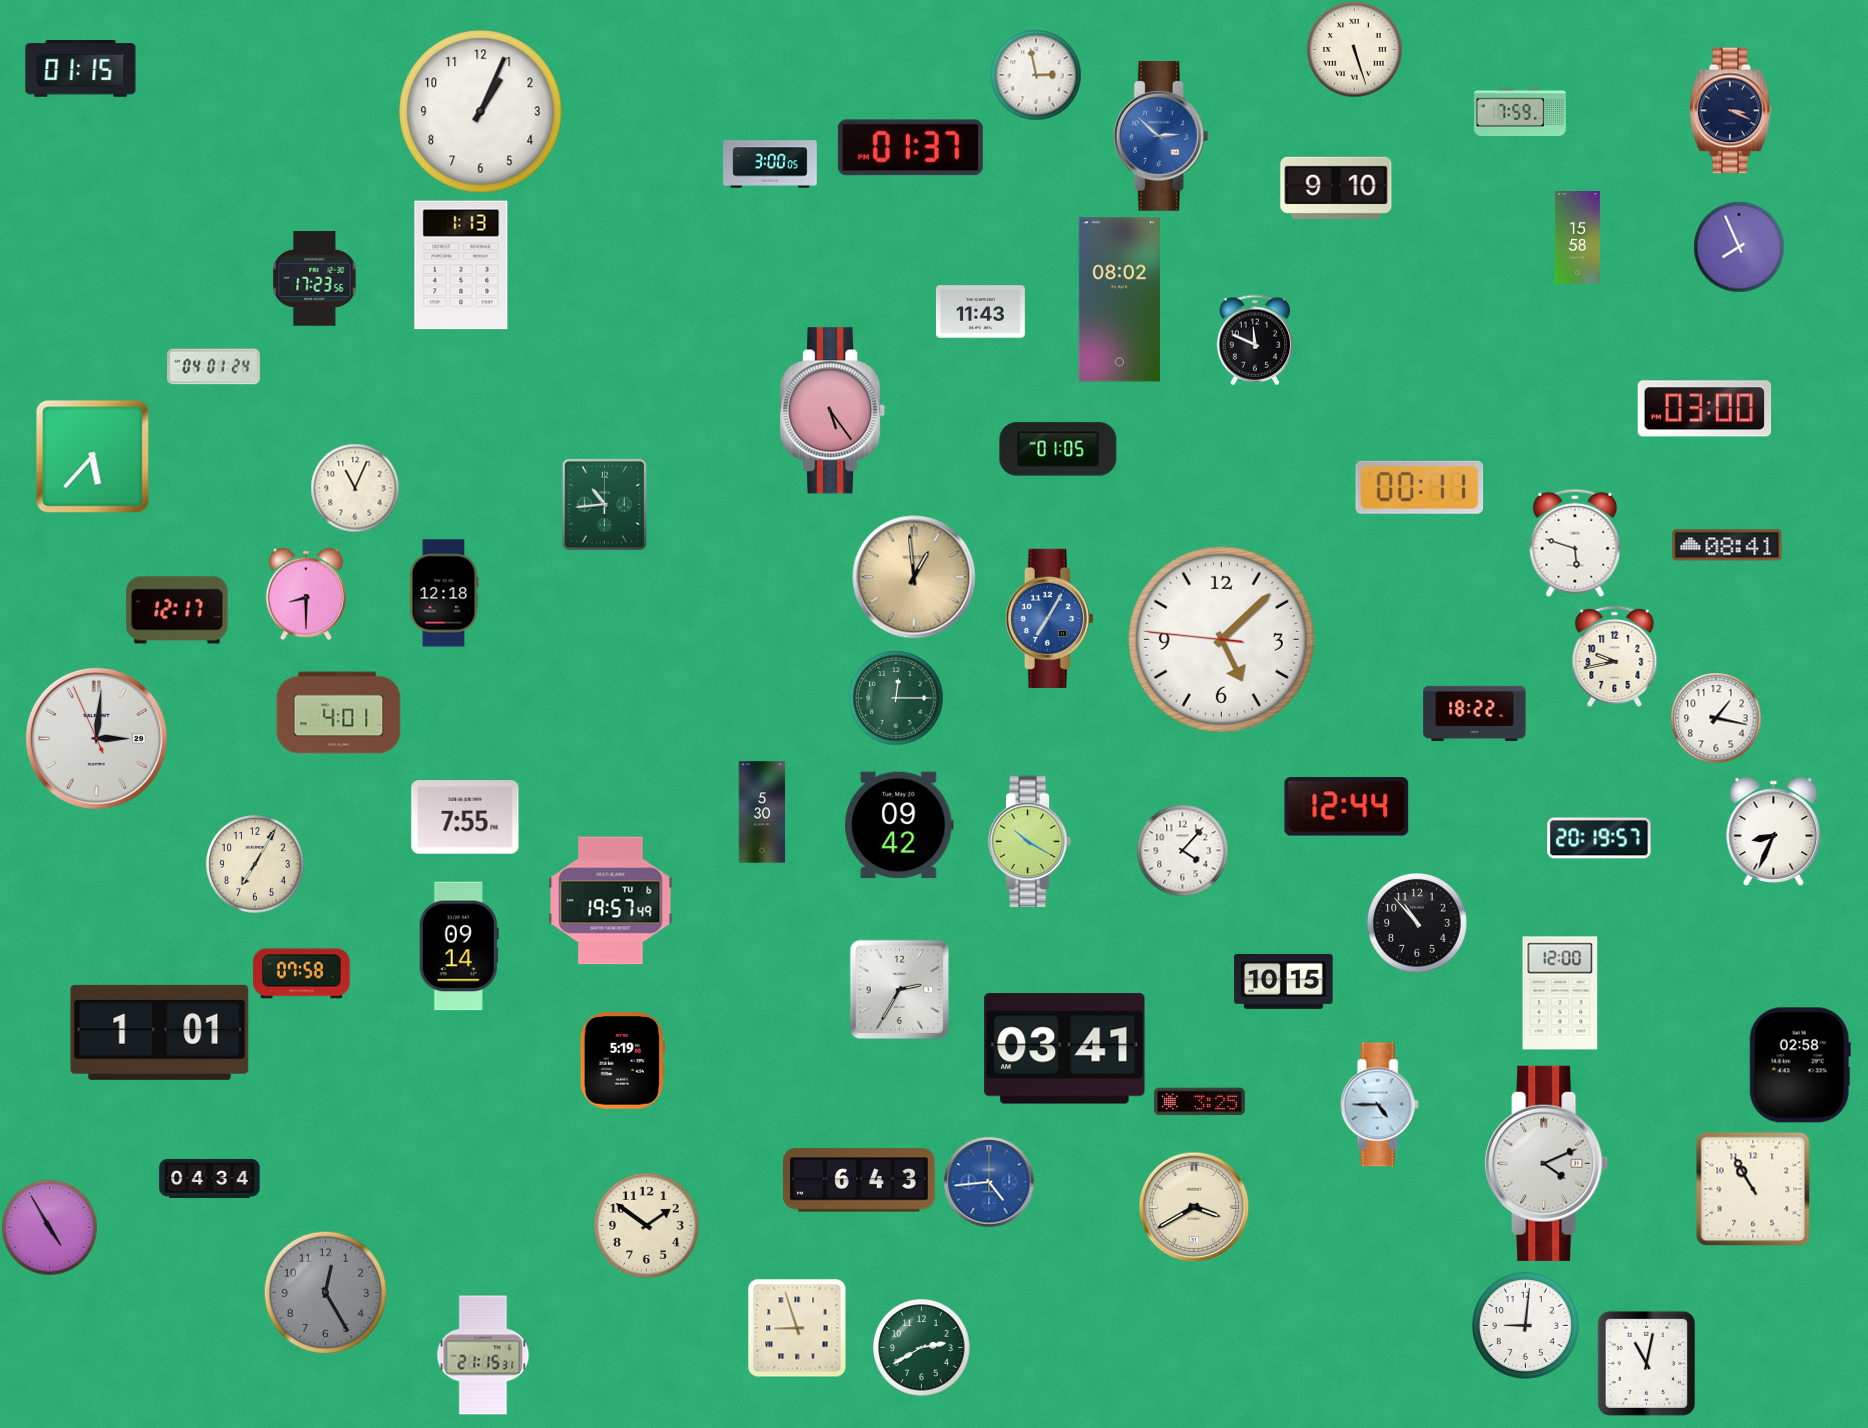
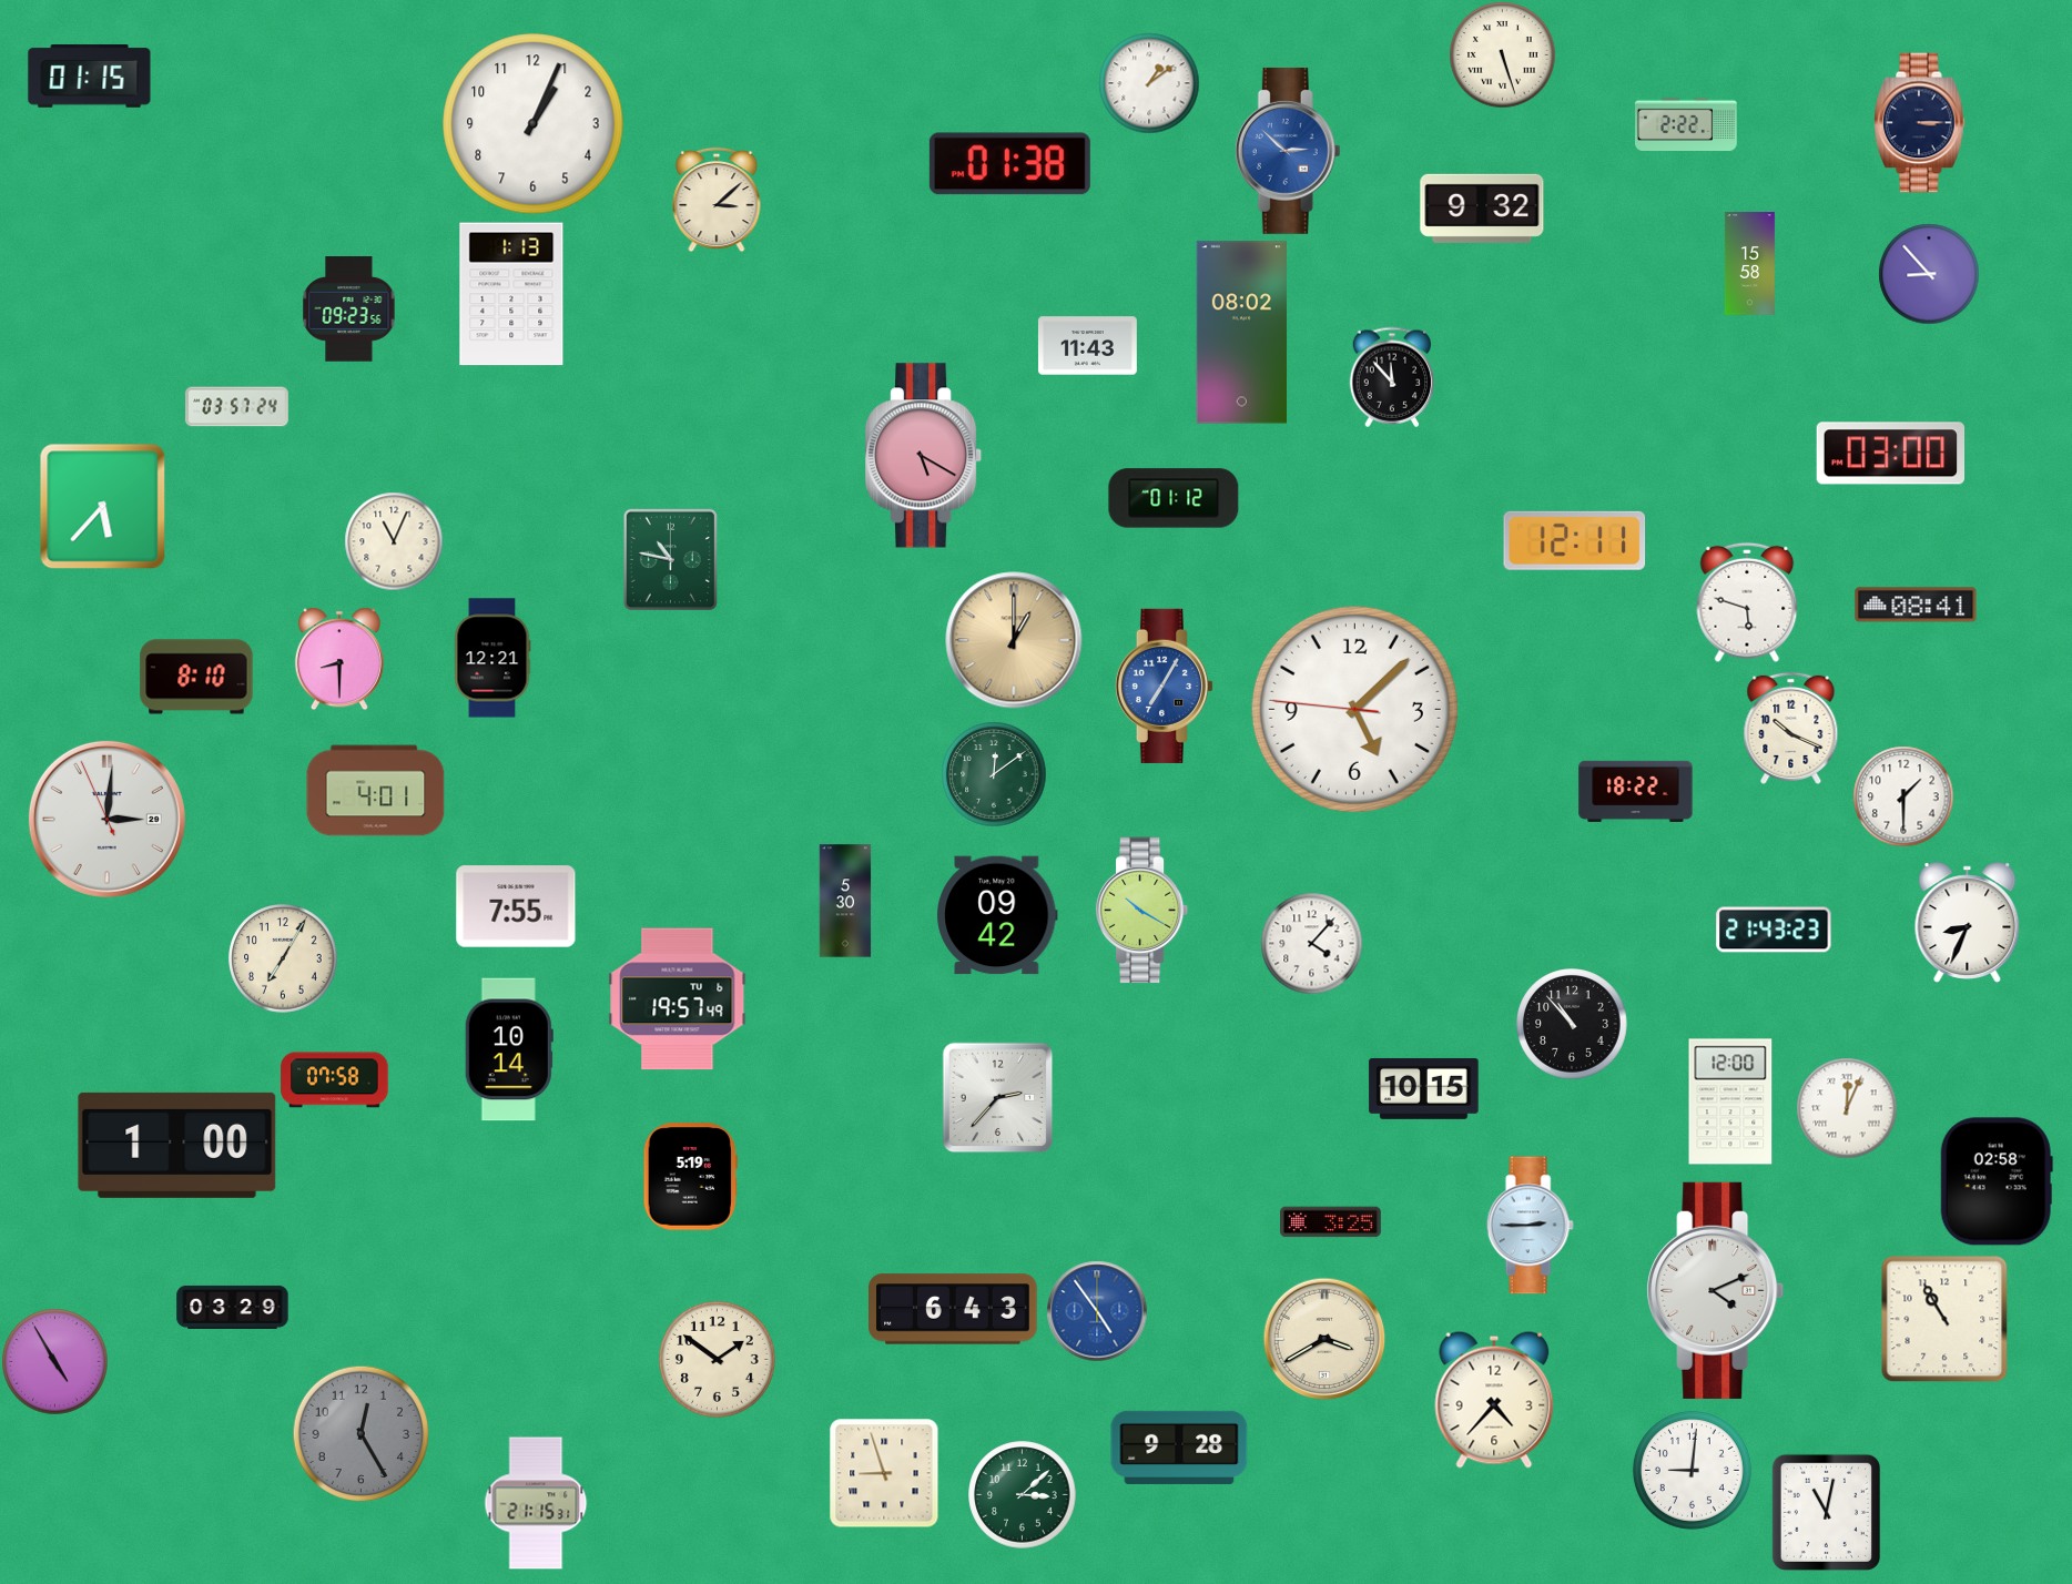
clock at (1036, 75): 2:58 -> 1:09
clock at (1521, 111): 7:59 -> 2:22
clock at (1731, 111): 3:19 -> 3:15
clock at (910, 148): 01:37 -> 01:38
clock at (770, 164): 3:00 -> none
clock at (717, 200): none -> 3:08
clock at (1336, 188): 9:10 -> 9:32
clock at (1739, 247): 7:56 -> 8:53
clock at (315, 279): 17:23 -> 09:23
clock at (1255, 340): 11:49 -> 11:53
clock at (214, 367): 04:01 -> 03:57
clock at (834, 411): 5:24 -> 5:20
clock at (1058, 449): 01:05 -> 01:12
clock at (1420, 487): 00:11 -> 12:11
clock at (604, 504): 10:44 -> 10:47
clock at (914, 577): 12:59 -> 1:00
clock at (444, 593): 12:18 -> 12:21
clock at (177, 610): 12:17 -> 8:10
clock at (1615, 656): 9:43 -> 10:19
clock at (896, 698): 12:15 -> 12:09
clock at (1716, 718): 1:17 -> 1:30
clock at (1347, 807): 12:44 -> none
clock at (1599, 838): 20:19 -> 21:43
clock at (1030, 842) position: (1030, 842) -> (1142, 911)
clock at (459, 946): 09:14 -> 10:14
clock at (899, 989): 2:35 -> 2:37
clock at (1847, 1108): none -> 12:04
clock at (160, 1032): 1:01 -> 1:00
clock at (1065, 1049): 03:41 -> none
clock at (1379, 1105): 4:45 -> 2:45
clock at (210, 1178): 04:34 -> 03:29
clock at (989, 1182): 4:44 -> 4:54
clock at (1494, 1400): none -> 4:37
clock at (1179, 1448): none -> 9:28
clock at (922, 1348): 2:40 -> 3:08
